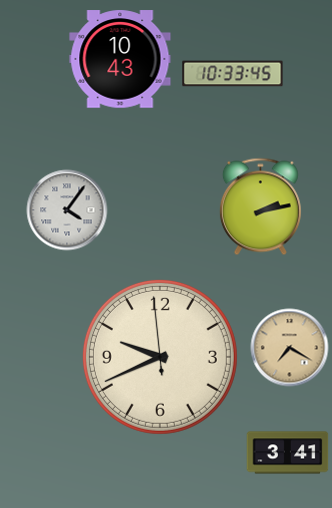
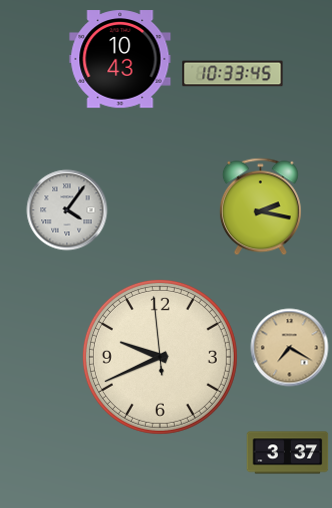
clock at (260, 207): 2:13 -> 2:17
clock at (288, 453): 3:41 -> 3:37
